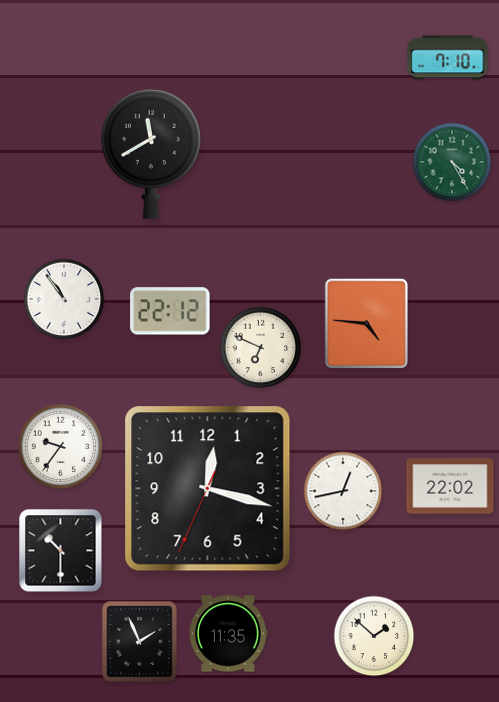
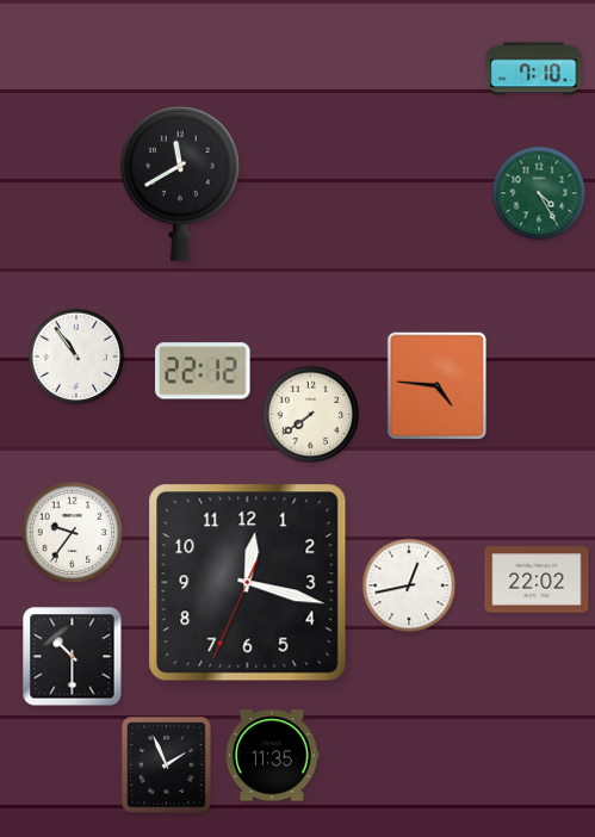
clock at (261, 348): 6:49 -> 7:39
clock at (374, 636): 1:52 -> none
